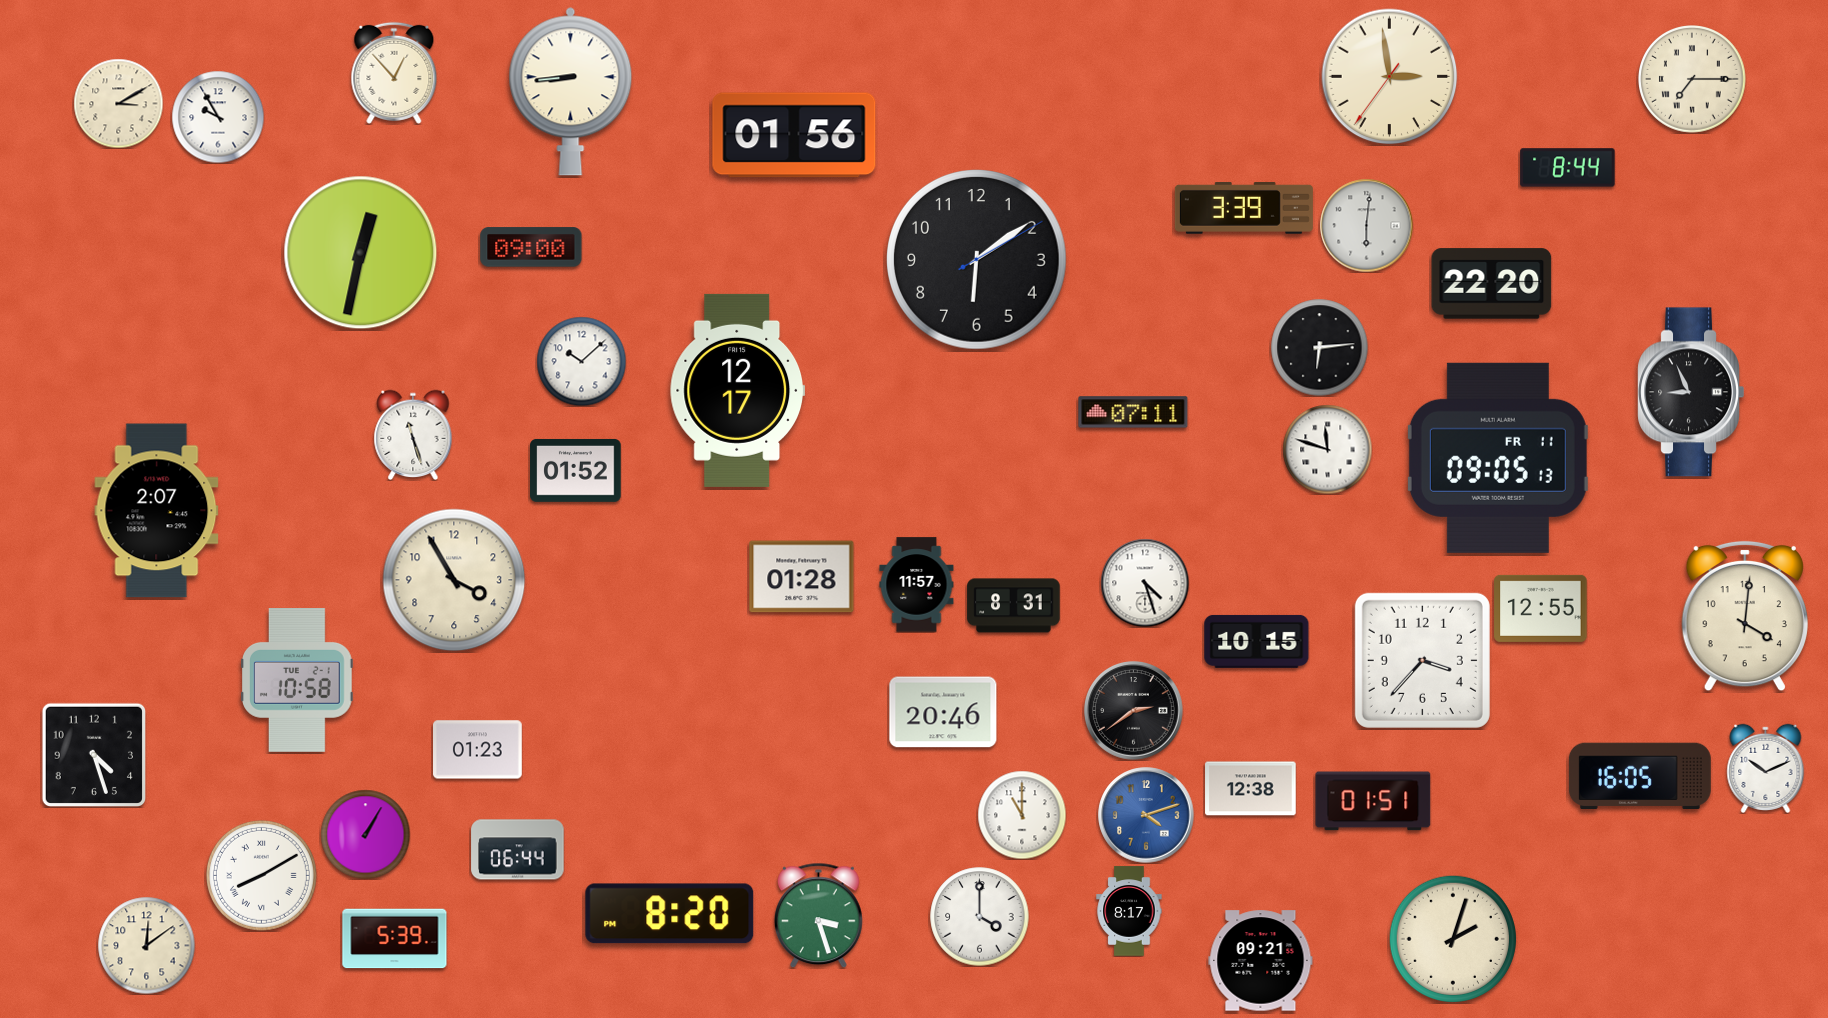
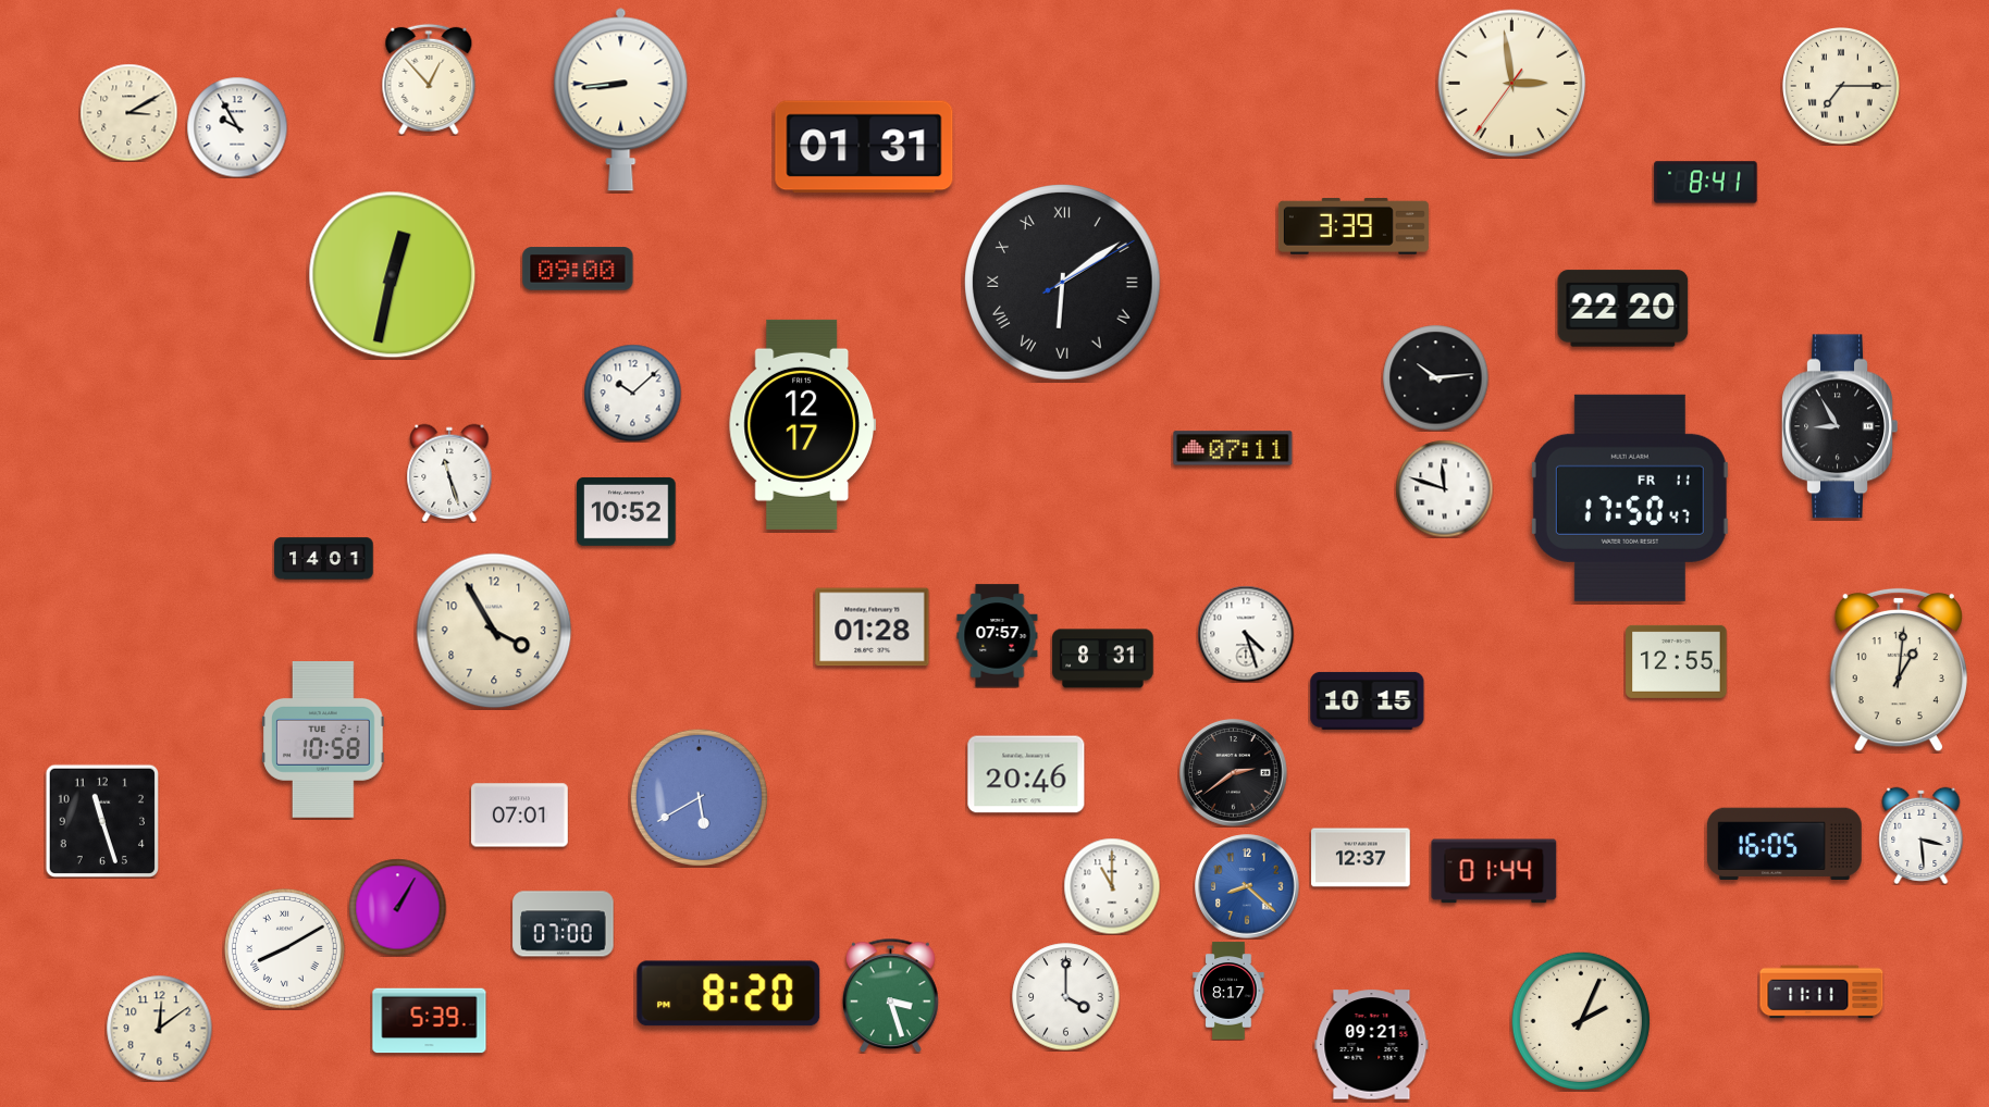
clock at (794, 135): 01:56 -> 01:31
clock at (1568, 168): 8:44 -> 8:41
clock at (1366, 225): 6:01 -> none
clock at (977, 260) numerals: Arabic -> Roman
clock at (1319, 347): 6:14 -> 10:14
clock at (1691, 392): 8:56 -> 8:55
clock at (1498, 458): 09:05 -> 17:50
clock at (576, 470): 01:52 -> 10:52
clock at (157, 511): 2:07 -> none
clock at (324, 559): none -> 14:01
clock at (917, 585): 11:57 -> 07:57
clock at (1745, 616): 4:01 -> 1:01
clock at (1257, 641) position: (1257, 641) -> (1368, 700)
clock at (1422, 660): 3:37 -> none
clock at (699, 797): none -> 5:40
clock at (478, 750): 01:23 -> 07:01
clock at (93, 754): 4:27 -> 11:27
clock at (1766, 768): 10:11 -> 3:29
clock at (1251, 789): 12:38 -> 12:37
clock at (1373, 801): 01:51 -> 01:44
clock at (1146, 815): 4:12 -> 8:22
clock at (518, 850): 06:44 -> 07:00
clock at (261, 875) position: (261, 875) -> (284, 948)
clock at (1821, 992): none -> 11:11
clock at (1452, 938): 2:03 -> 2:04
